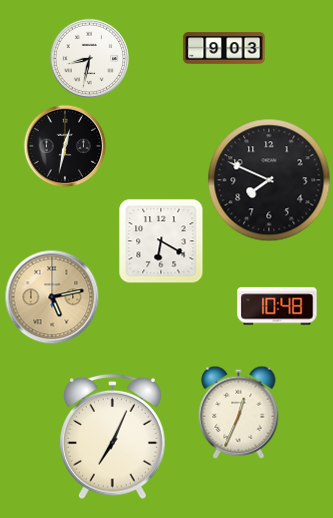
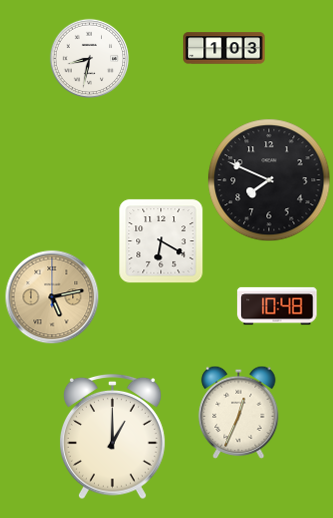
clock at (224, 48): 9:03 -> 1:03
clock at (65, 146): 12:32 -> none
clock at (113, 437): 7:04 -> 1:00
